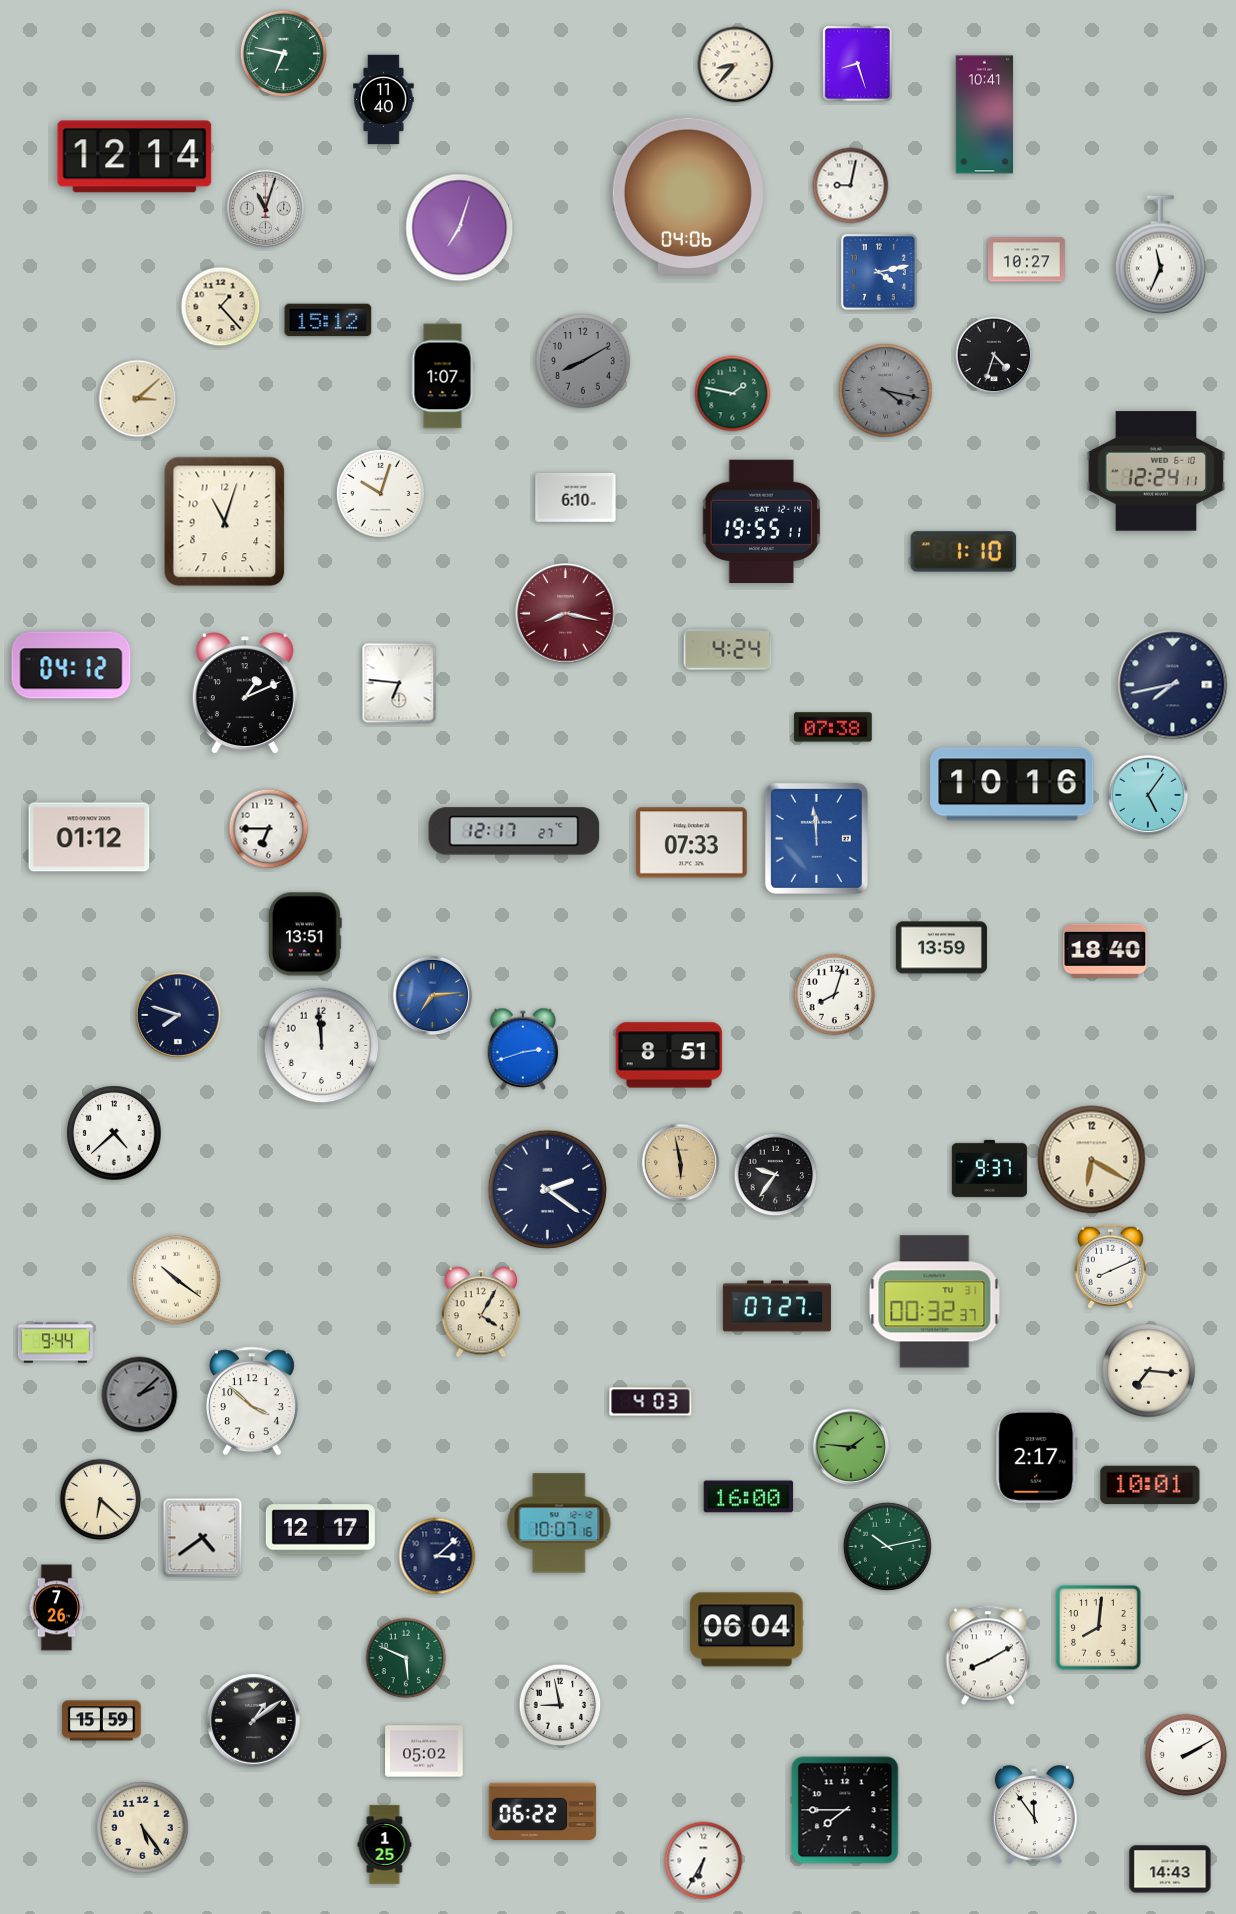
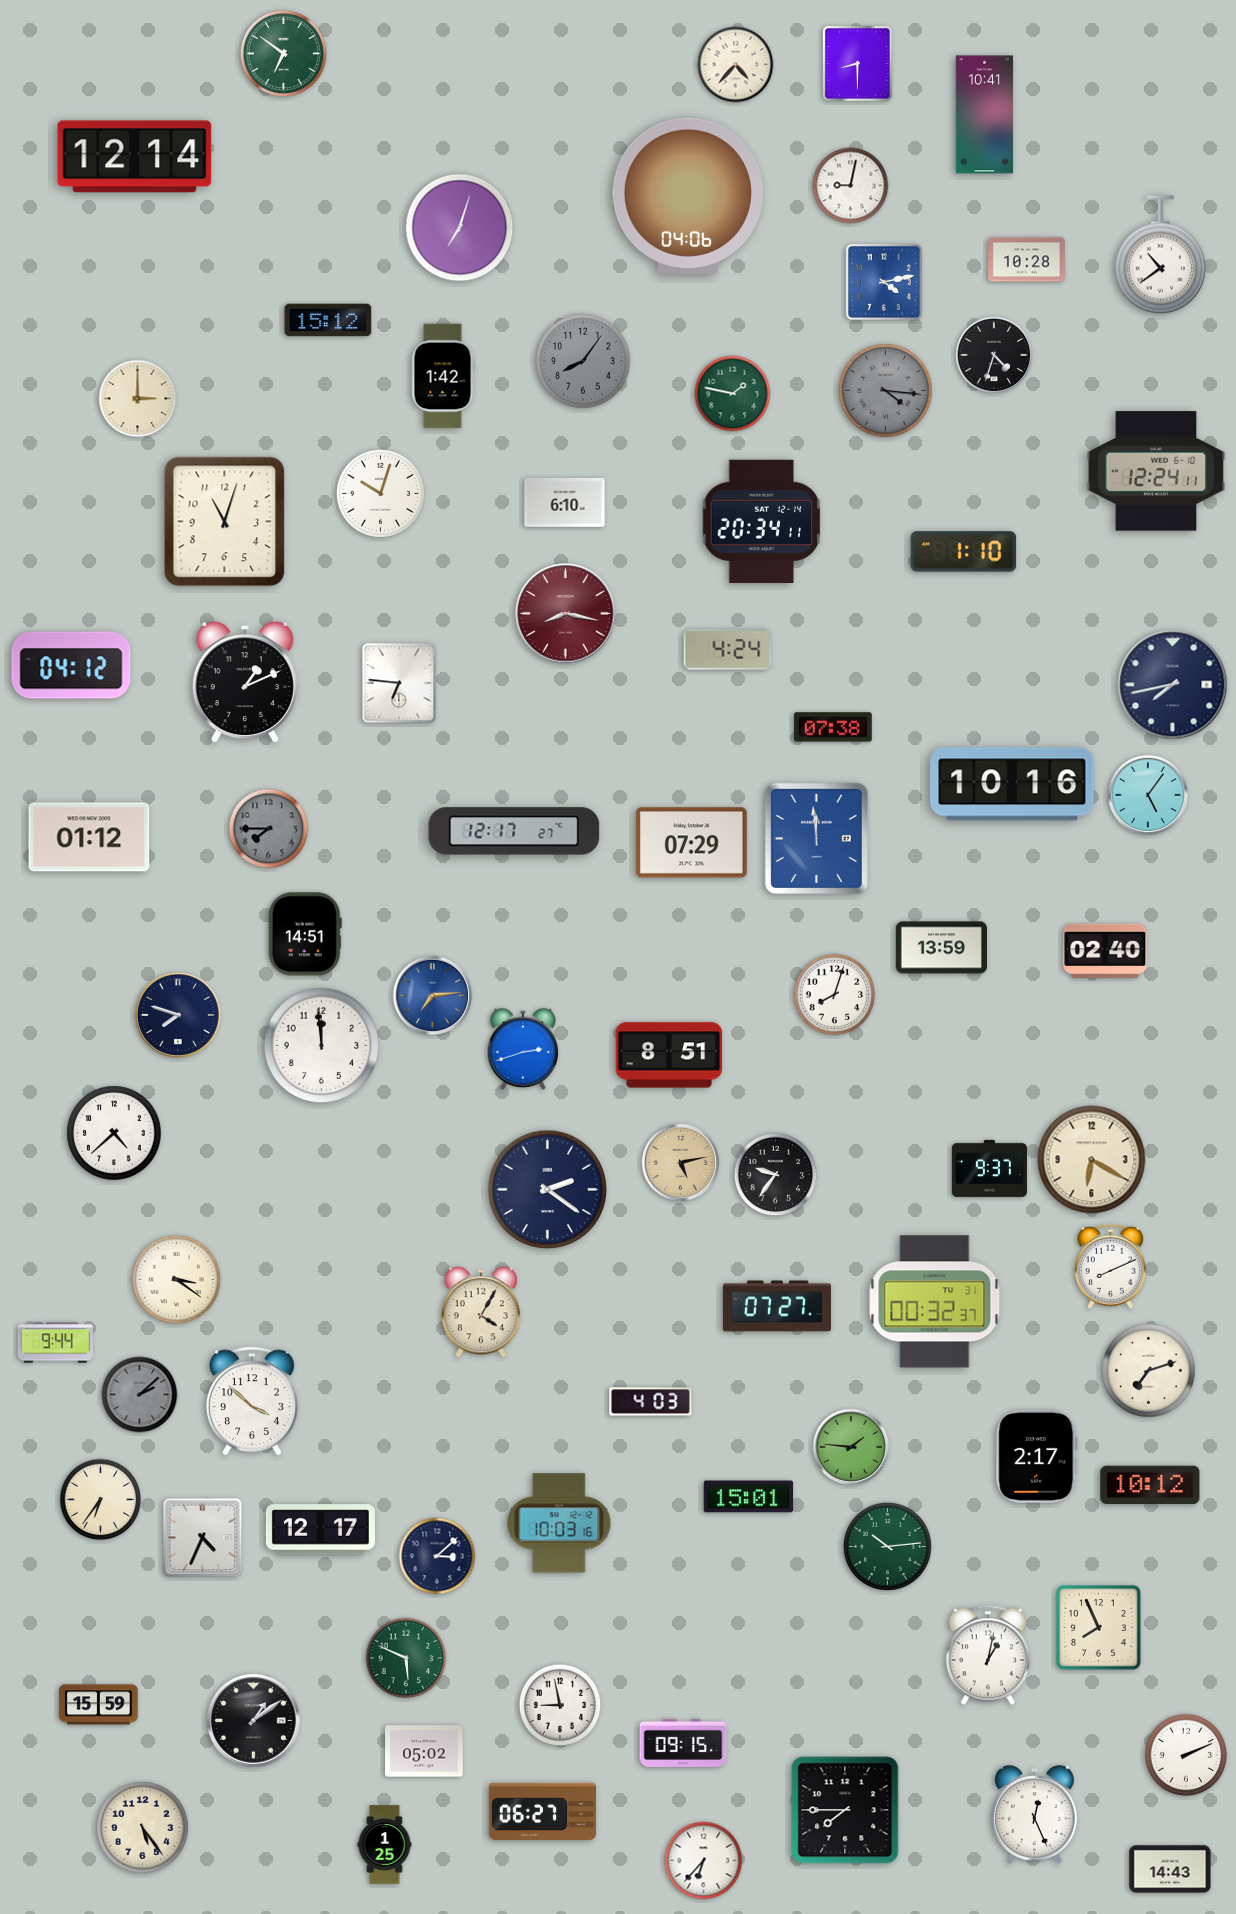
clock at (283, 53): 6:47 -> 6:51
clock at (858, 64): 8:27 -> 8:30
clock at (736, 65): 8:37 -> 4:37
clock at (384, 100): 11:40 -> none
clock at (266, 209): 11:03 -> none
clock at (1160, 255): 11:34 -> 10:39
clock at (1027, 260): 10:27 -> 10:28
clock at (879, 272) position: (879, 272) -> (884, 282)
clock at (221, 307): 1:23 -> none
clock at (583, 361): 8:10 -> 8:06
clock at (443, 376): 1:07 -> 1:42
clock at (886, 391): 4:17 -> 4:16
clock at (138, 399): 3:08 -> 3:00
clock at (576, 498) position: (576, 498) -> (565, 503)
clock at (762, 521): 19:55 -> 20:34
clock at (245, 694) position: (245, 694) -> (245, 683)
clock at (269, 829): 6:45 -> 7:45
clock at (269, 829) dial: white -> grey
clock at (691, 843): 07:33 -> 07:29
clock at (305, 934): 13:51 -> 14:51
clock at (1105, 950): 18:40 -> 02:40
clock at (681, 1163): 5:58 -> 5:13
clock at (176, 1279): 10:21 -> 3:21
clock at (1149, 1371): 7:16 -> 7:12
clock at (1150, 1485): 10:01 -> 10:12
clock at (749, 1497): 16:00 -> 15:01
clock at (101, 1500): 6:22 -> 6:36
clock at (559, 1523): 10:07 -> 10:03
clock at (203, 1538): 4:39 -> 4:34
clock at (887, 1546): 10:13 -> 10:14
clock at (57, 1608): 7:26 -> none
clock at (1099, 1628): 8:01 -> 7:56
clock at (747, 1630): 06:04 -> none
clock at (988, 1655): 8:10 -> 1:02
clock at (102, 1721) position: (102, 1721) -> (99, 1705)
clock at (683, 1743): none -> 09:15
clock at (1186, 1755): 2:10 -> 2:11
clock at (542, 1812): 06:22 -> 06:27
clock at (1035, 1815): 11:54 -> 12:26
clock at (704, 1861): 6:35 -> 6:37
